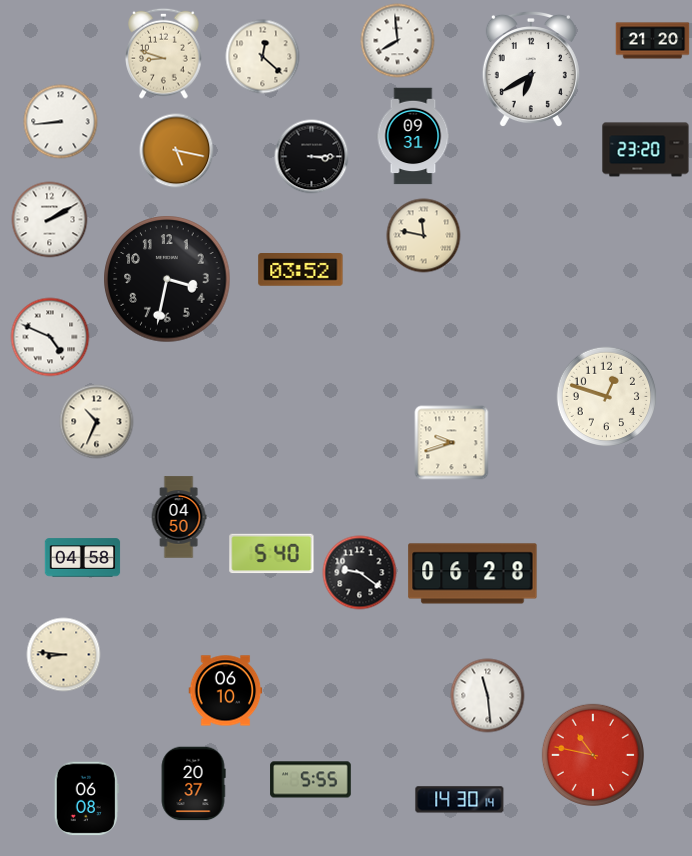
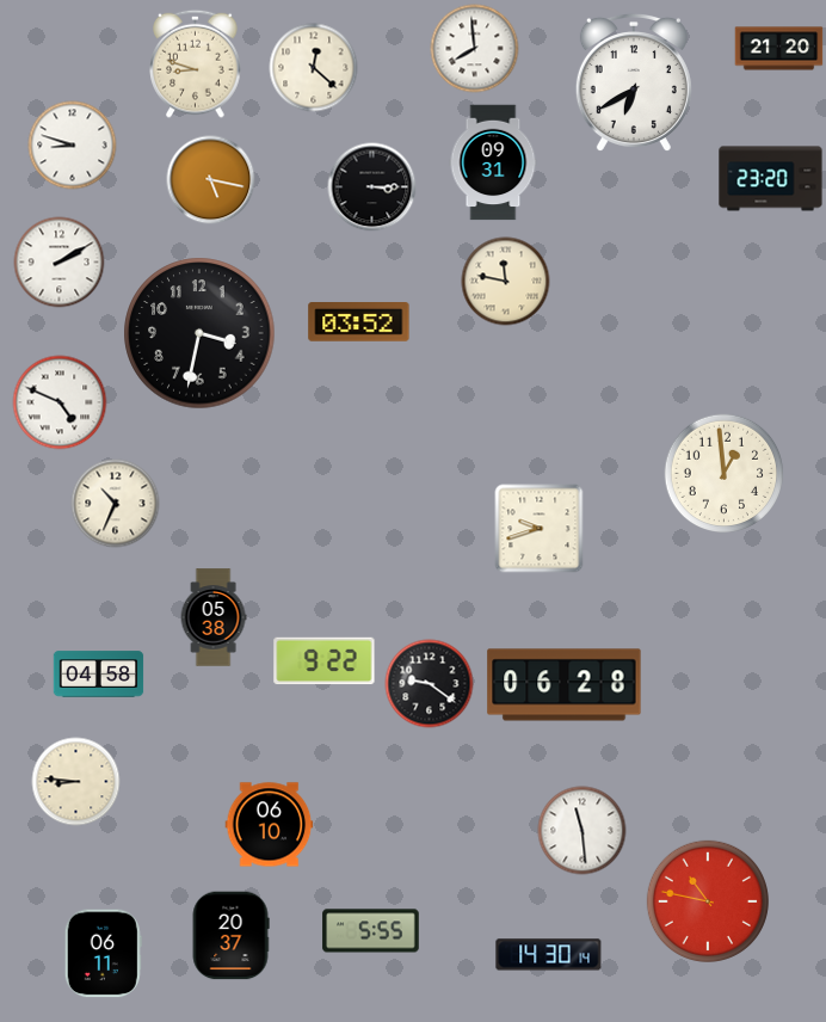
clock at (61, 122): 8:44 -> 8:48
clock at (607, 397): 12:48 -> 12:59
clock at (179, 517): 04:50 -> 05:38
clock at (272, 554): 5:40 -> 9:22
clock at (83, 558) position: (83, 558) -> (99, 675)
clock at (86, 799): 06:08 -> 06:11
